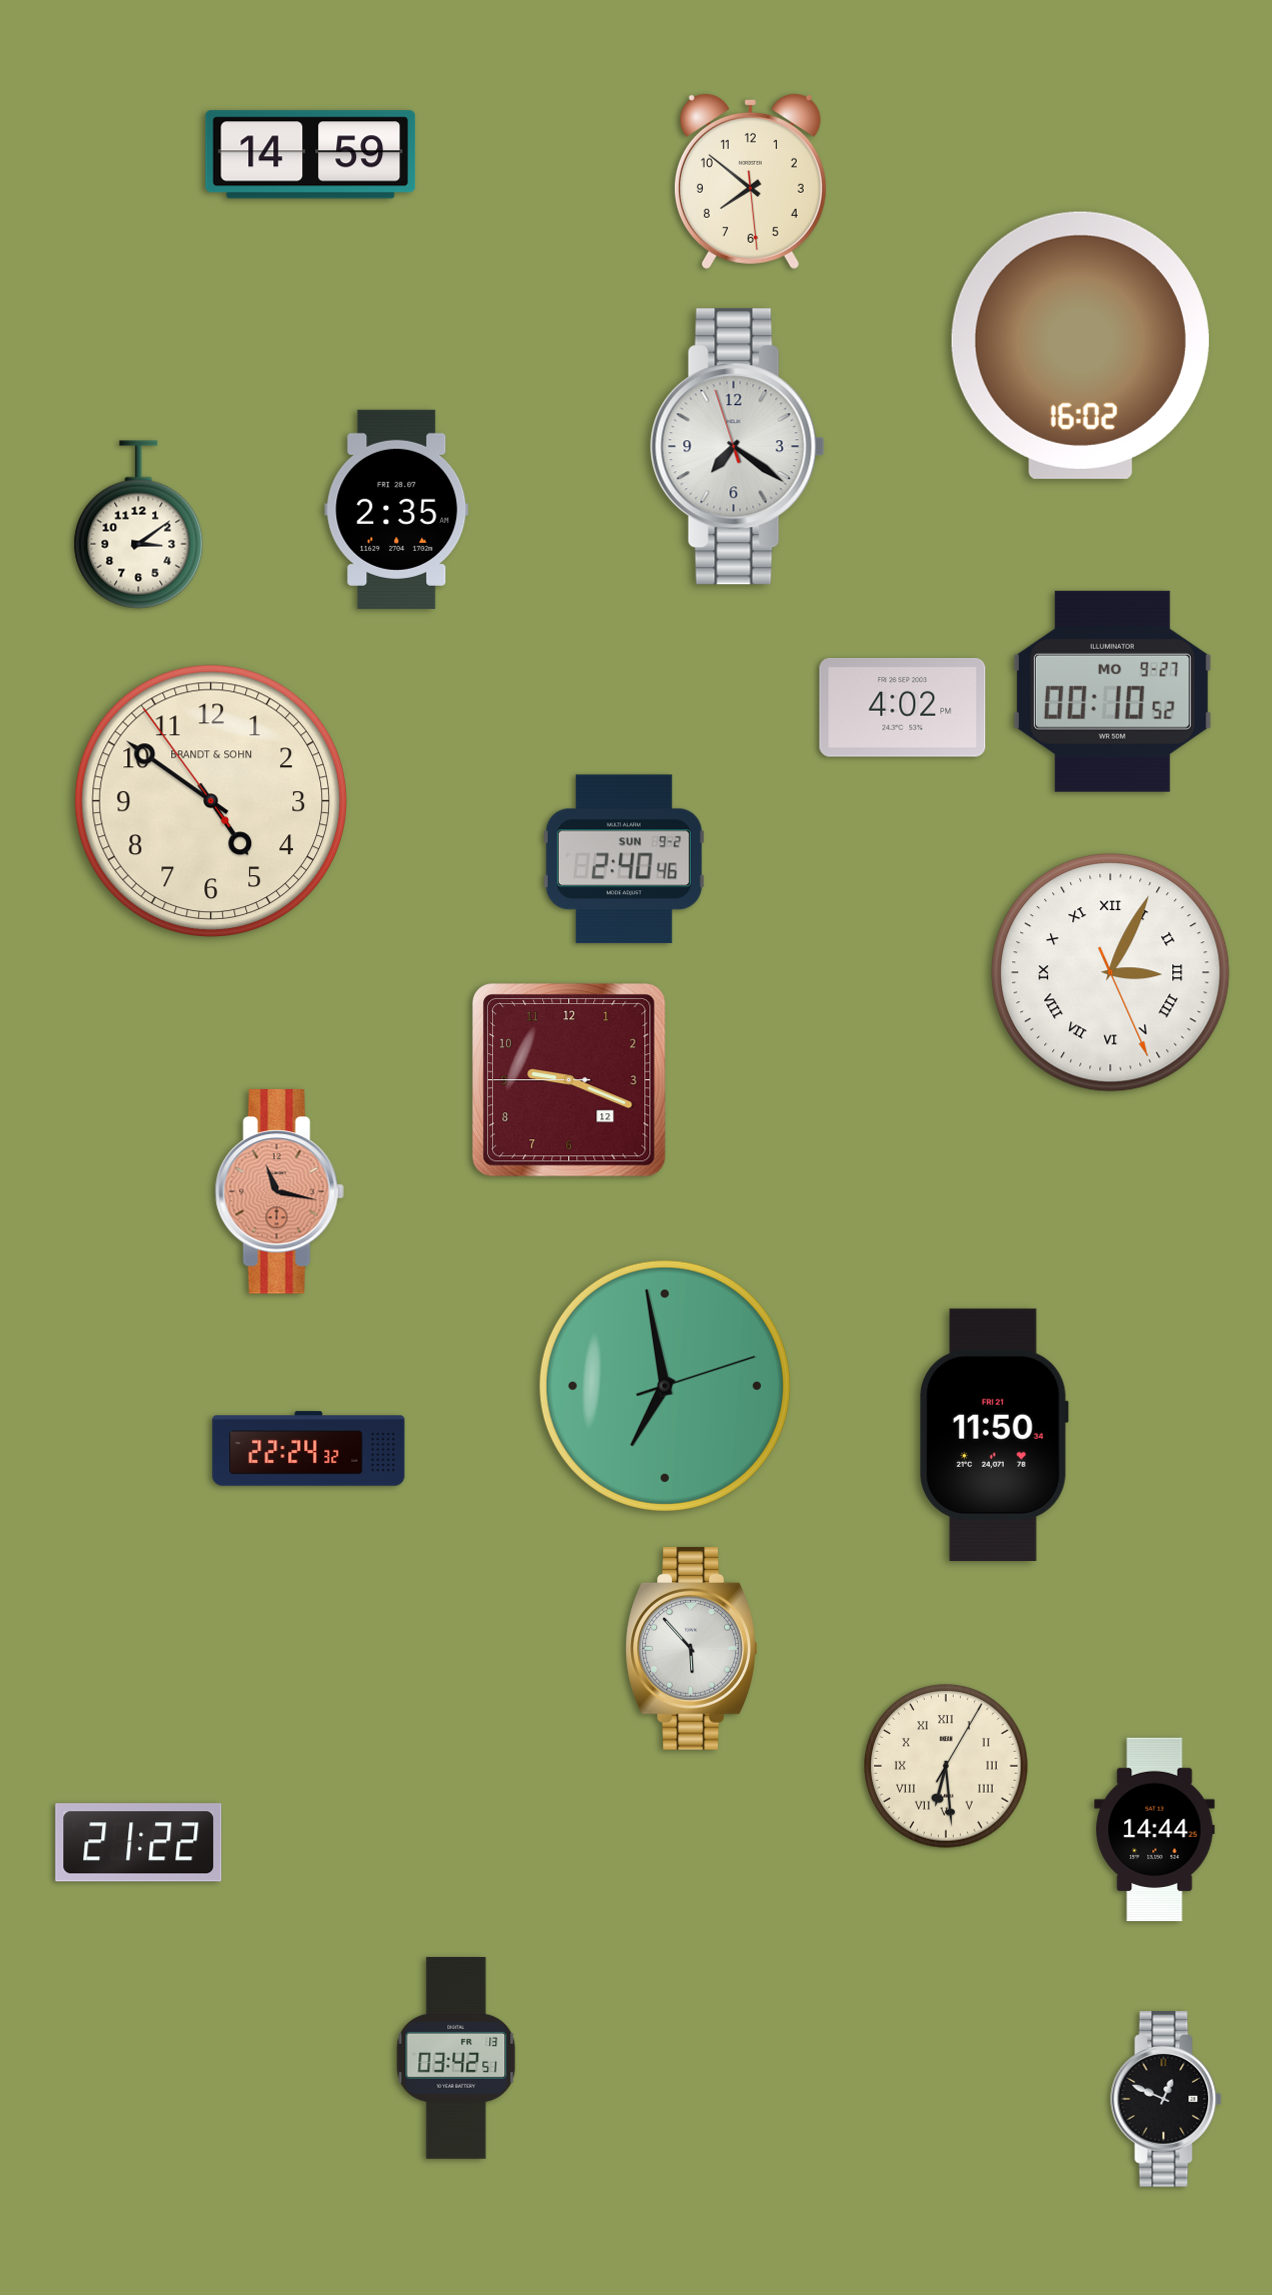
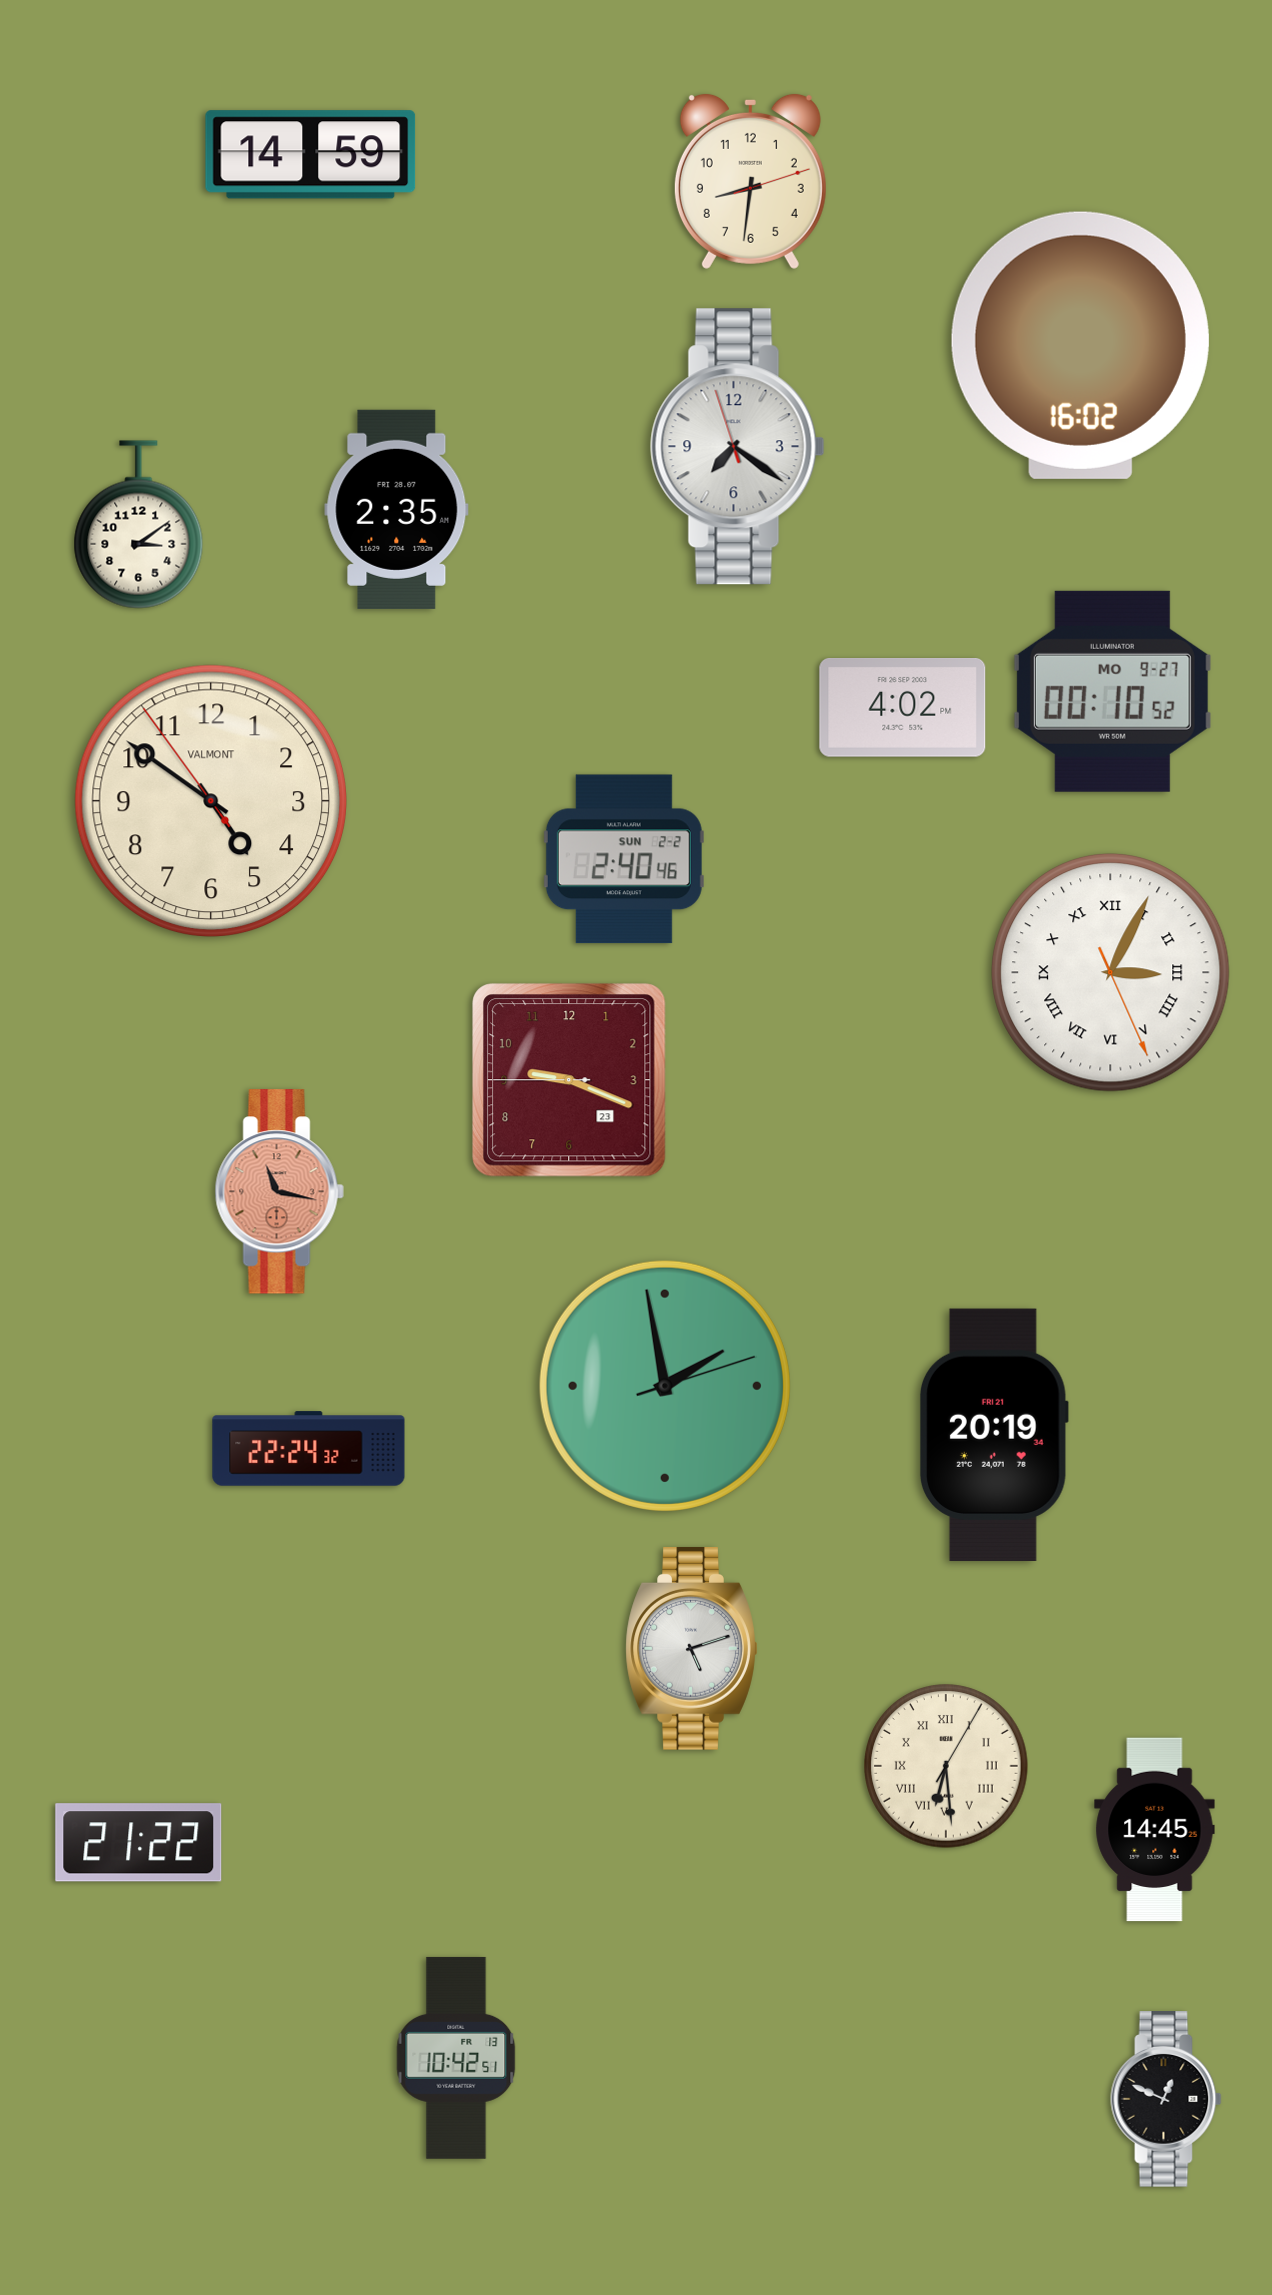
clock at (750, 181): 7:51 -> 8:31
clock at (211, 801) brand: BRANDT & SOHN -> VALMONT
clock at (624, 859) date: SUN 9-2 -> SUN 2-2
clock at (569, 1080) date: 12 -> 23
clock at (665, 1386): 6:58 -> 1:58
clock at (994, 1434): 11:50 -> 20:19
clock at (692, 1648): 5:53 -> 5:12
clock at (1155, 1830): 14:44 -> 14:45
clock at (456, 2058): 03:42 -> 10:42
